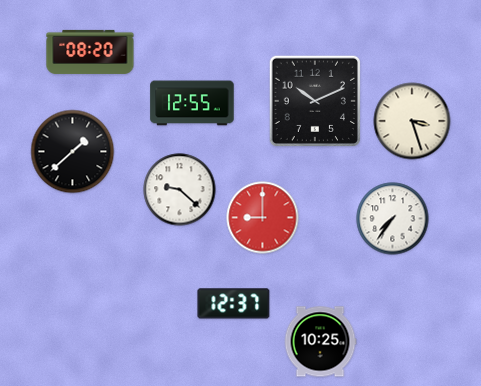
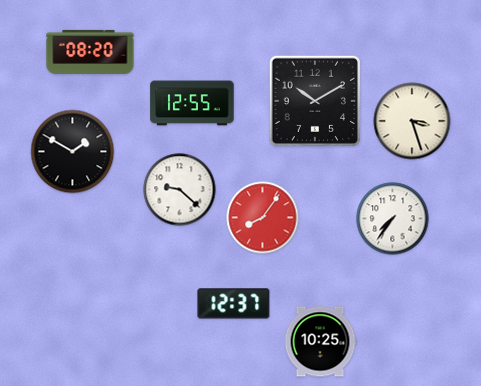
clock at (314, 100): 10:11 -> 10:10
clock at (73, 152): 1:38 -> 1:50
clock at (263, 218): 9:00 -> 8:06
